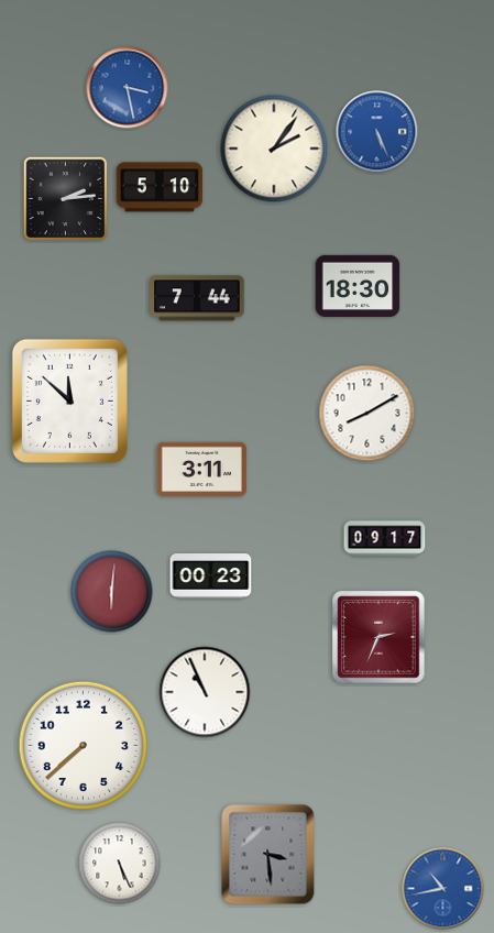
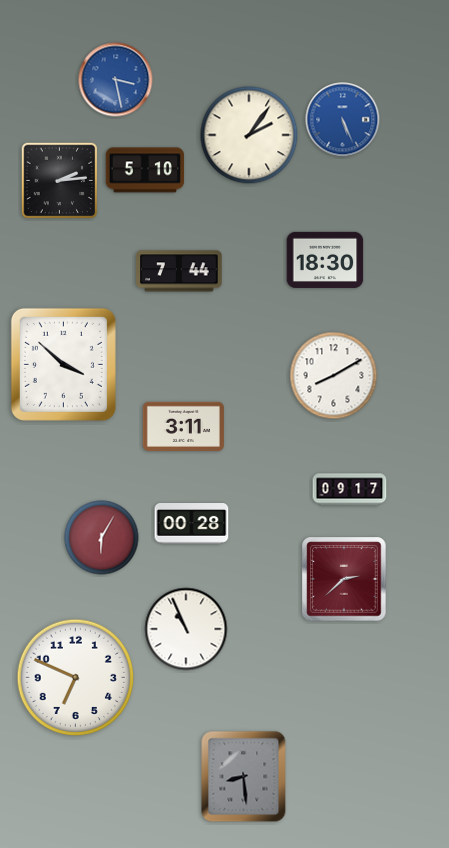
clock at (69, 400): 11:52 -> 3:52
clock at (211, 577): 00:23 -> 00:28
clock at (112, 592): 6:01 -> 6:05
clock at (378, 637): 2:34 -> 2:38
clock at (84, 746): 7:38 -> 6:49
clock at (268, 855): 3:29 -> 8:29
clock at (120, 864): 5:26 -> none
clock at (443, 889): 10:43 -> none
